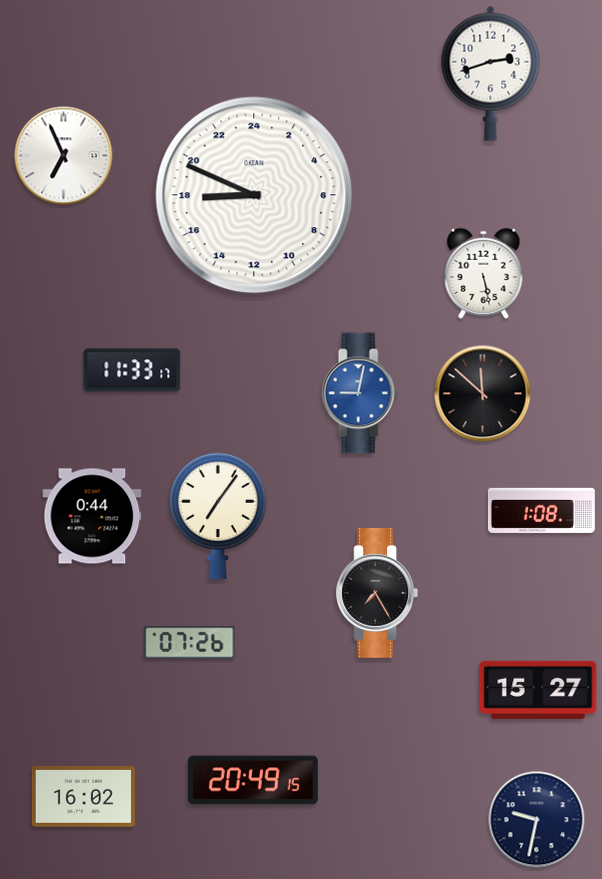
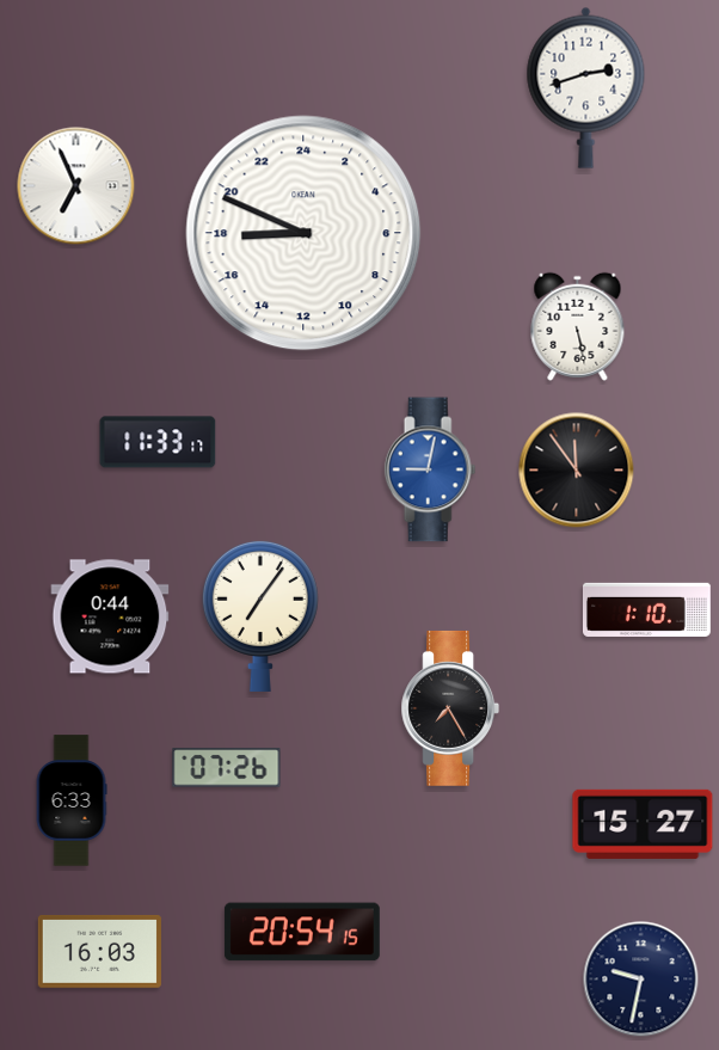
clock at (483, 394): 11:52 -> 11:54
clock at (541, 510): 1:08 -> 1:10
clock at (72, 800): none -> 6:33
clock at (253, 780): 20:49 -> 20:54
clock at (83, 796): 16:02 -> 16:03
